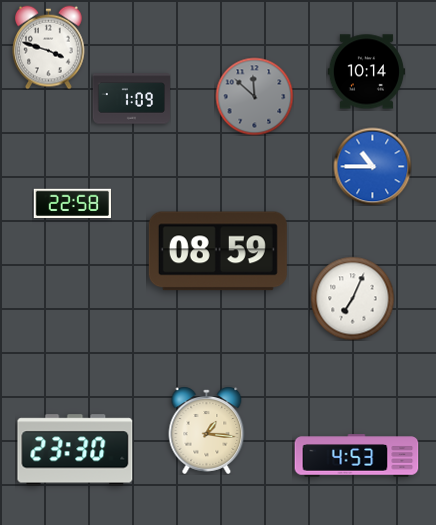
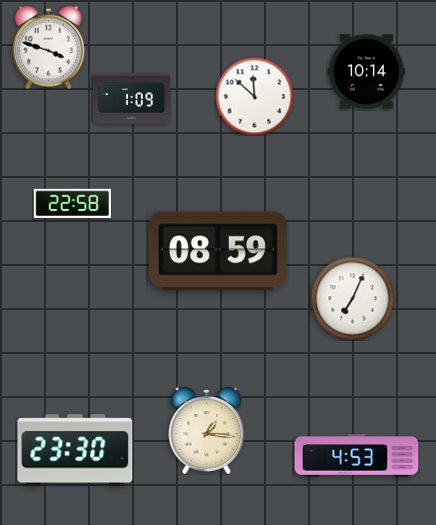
clock at (254, 96) dial: grey -> white
clock at (372, 166): 10:45 -> none
